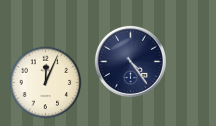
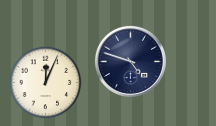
clock at (130, 61): 4:24 -> 4:48
